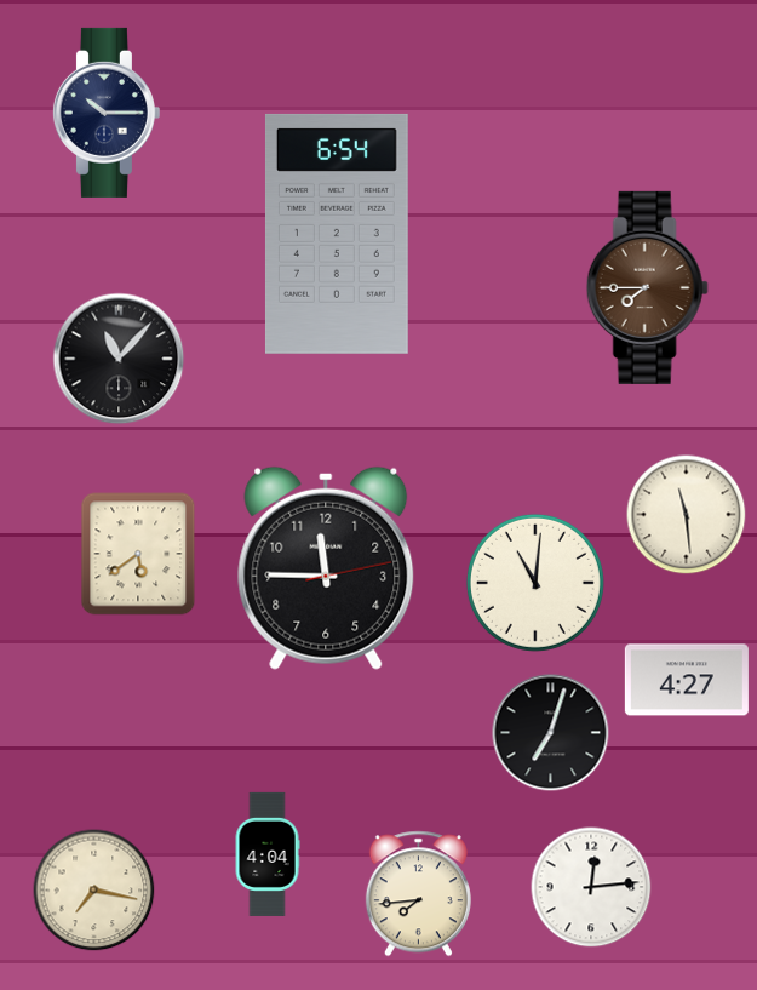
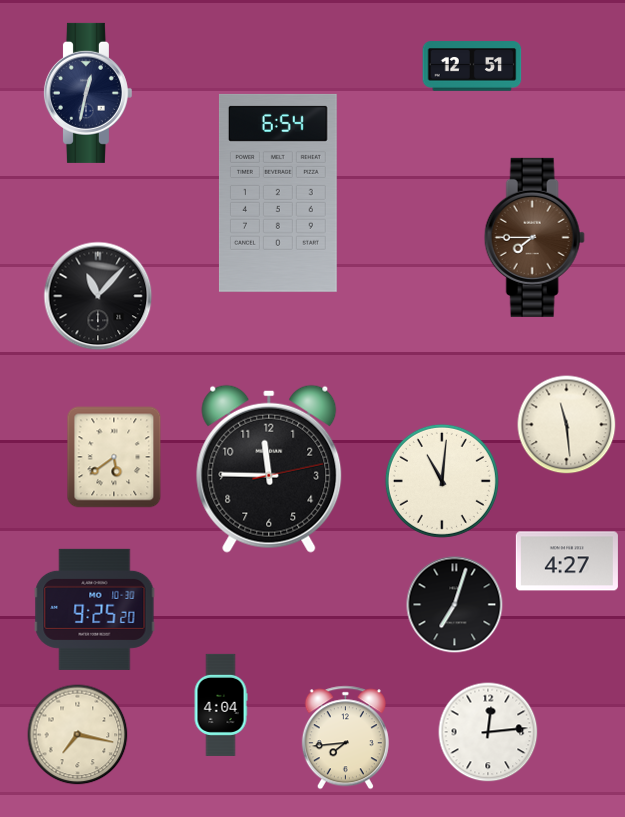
clock at (472, 66): none -> 12:51
clock at (105, 113): 10:15 -> 12:32
clock at (95, 609): none -> 9:25
